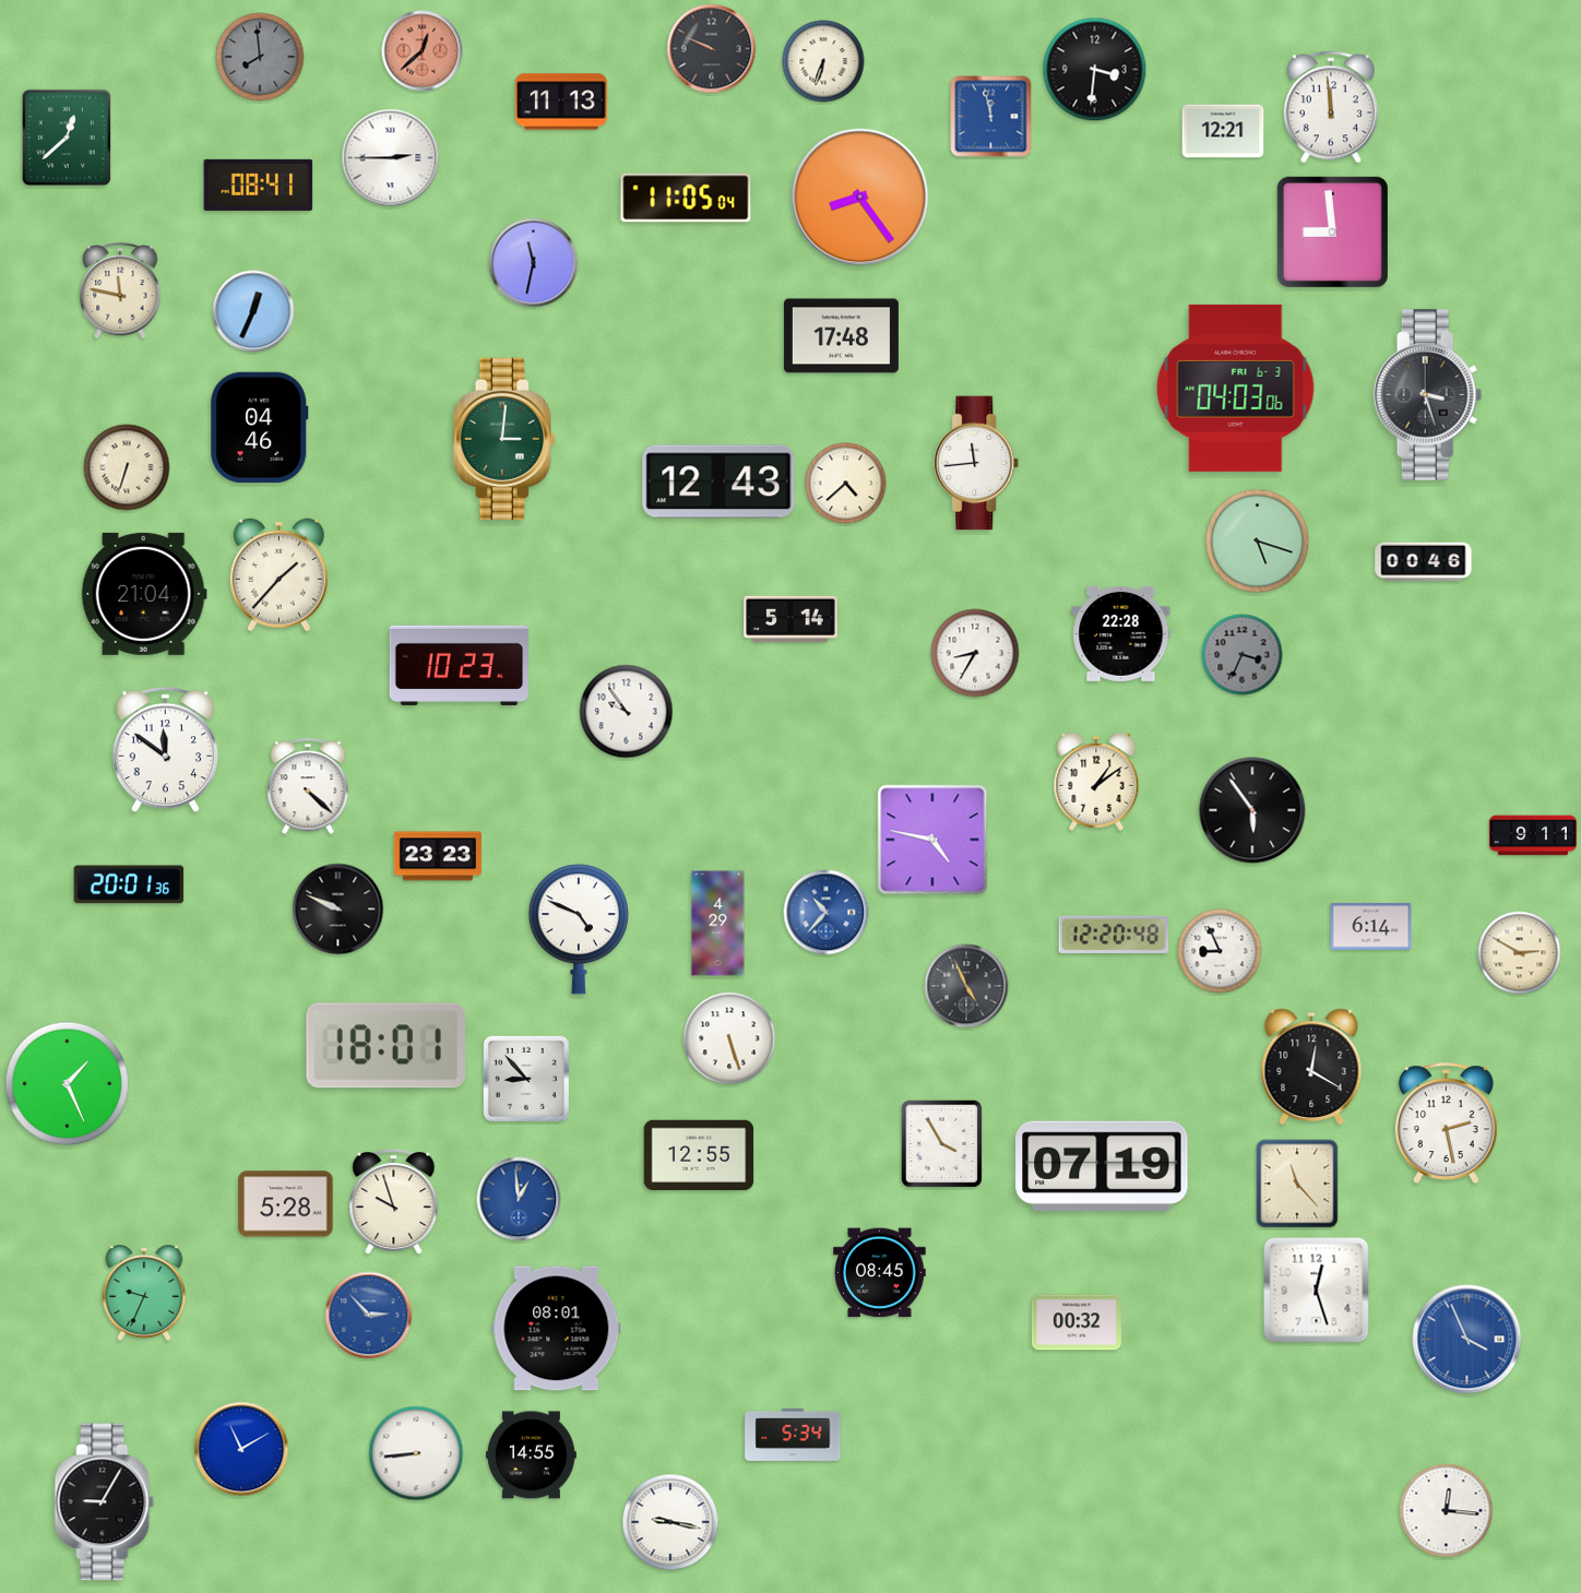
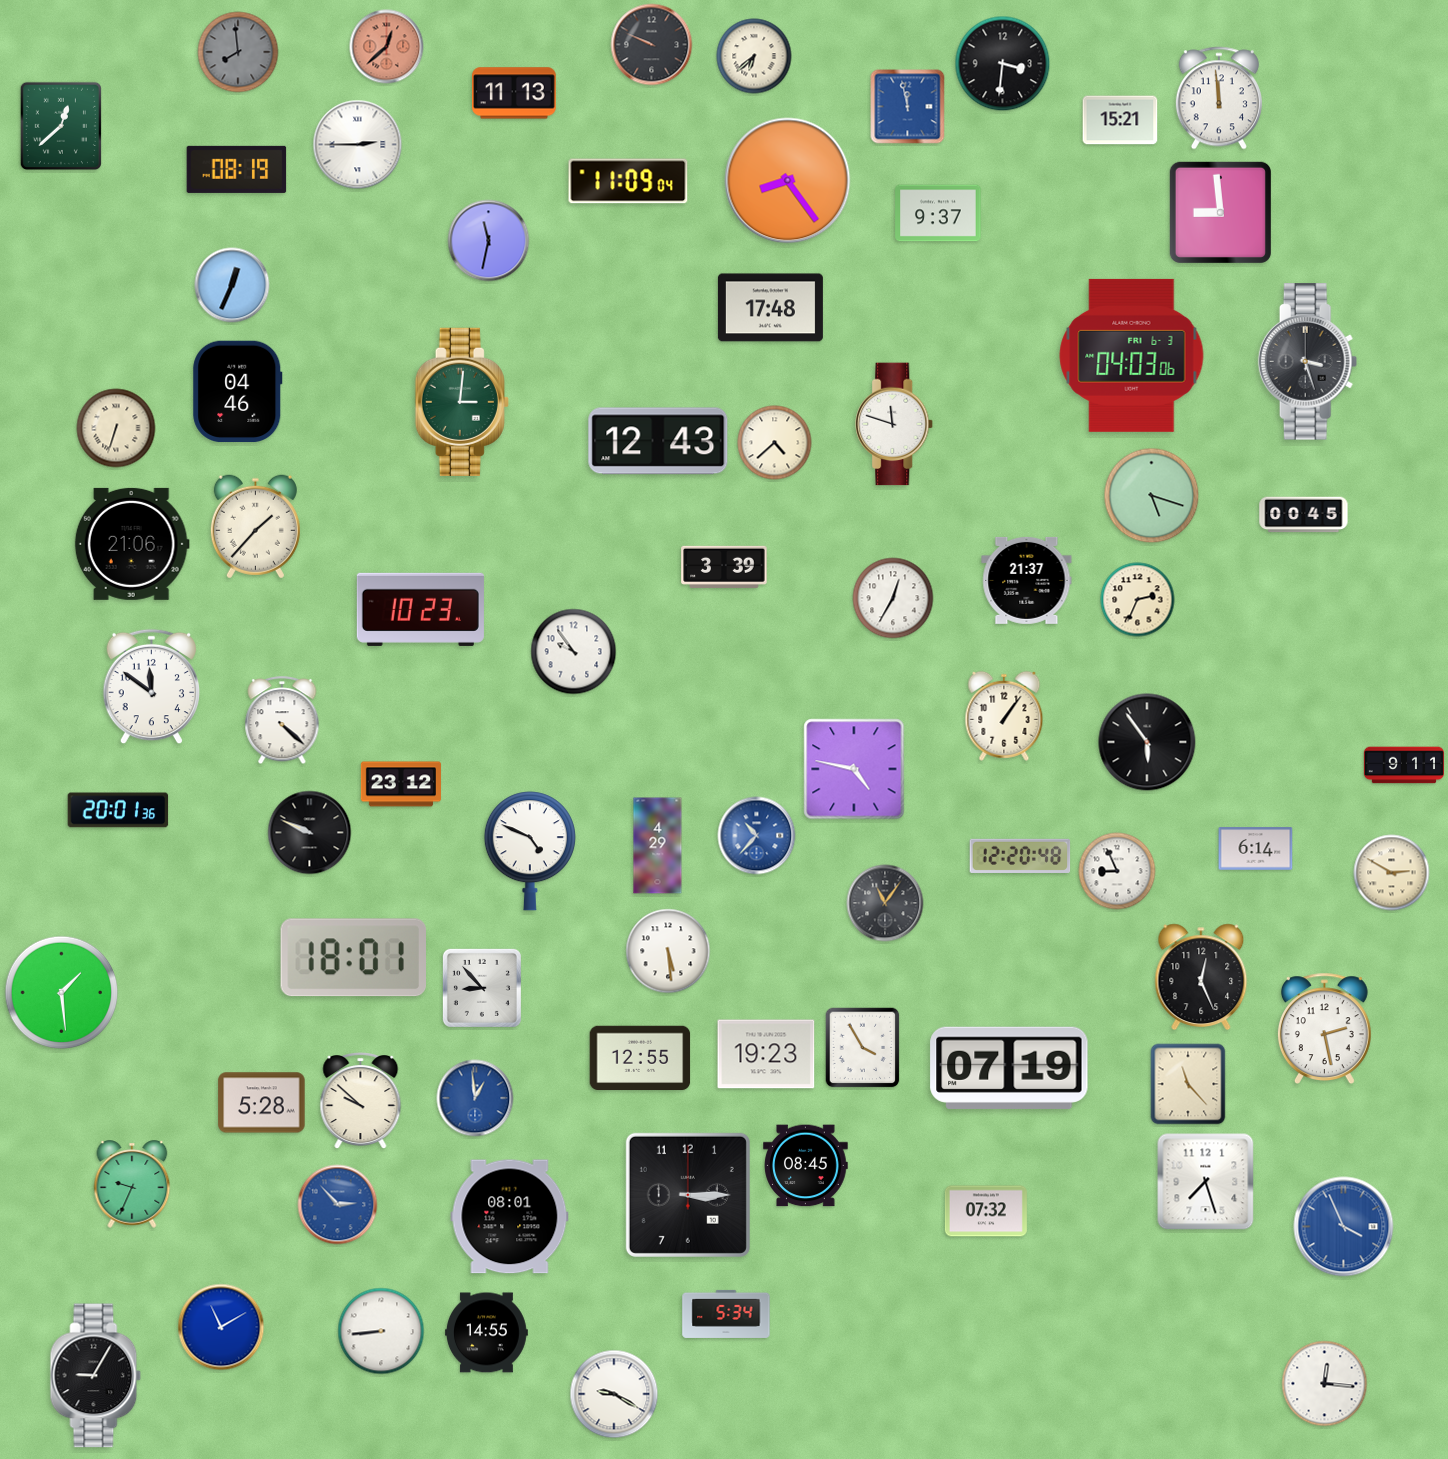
clock at (823, 61): 6:33 -> 6:38
clock at (1223, 131): 12:21 -> 15:21
clock at (259, 185): 08:41 -> 08:19
clock at (686, 198): 11:05 -> 11:09
clock at (938, 213): none -> 9:37
clock at (120, 292): 11:47 -> none
clock at (977, 463): 11:44 -> 11:48
clock at (1424, 562): 00:46 -> 00:45
clock at (144, 594): 21:04 -> 21:06
clock at (791, 619): 5:14 -> 3:39
clock at (1121, 633): 22:28 -> 21:37
clock at (975, 653): 8:35 -> 12:35
clock at (1243, 655): 3:34 -> 2:34
clock at (1243, 655) dial: grey -> cream
clock at (1096, 782): 1:09 -> 1:06
clock at (438, 856): 23:23 -> 23:12
clock at (966, 986): 4:56 -> 11:06
clock at (729, 1038): 5:27 -> 5:29
clock at (1311, 1067): 12:20 -> 12:26
clock at (68, 1084): 1:26 -> 1:29
clock at (766, 1054): none -> 19:23
clock at (394, 1202): 9:57 -> 9:52
clock at (1317, 1291): 12:27 -> 7:27
clock at (688, 1195): none -> 3:15
clock at (1077, 1322): 00:32 -> 07:32
clock at (670, 1522): 9:17 -> 9:20
